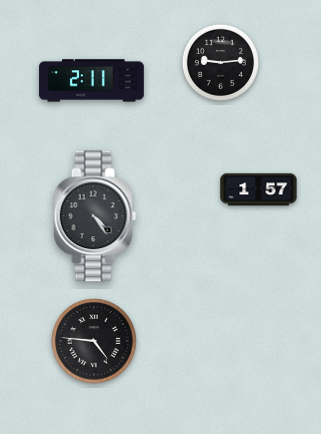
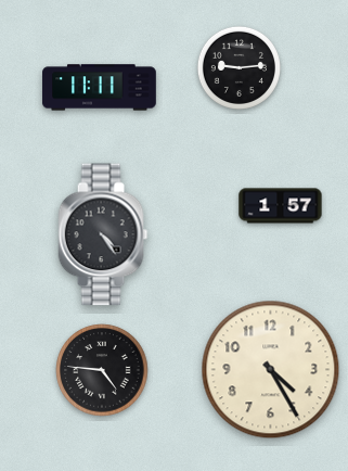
clock at (92, 81): 2:11 -> 11:11
clock at (271, 370): none -> 4:25
